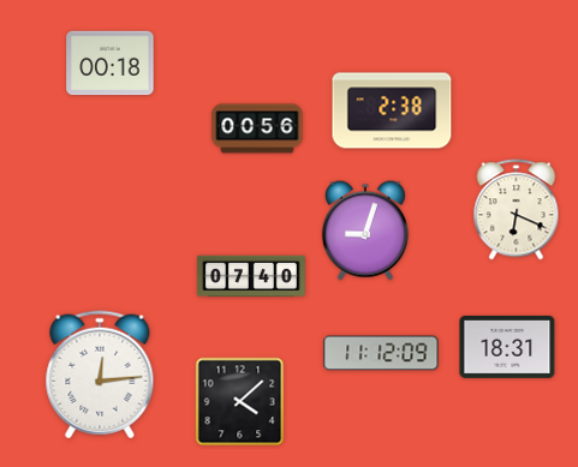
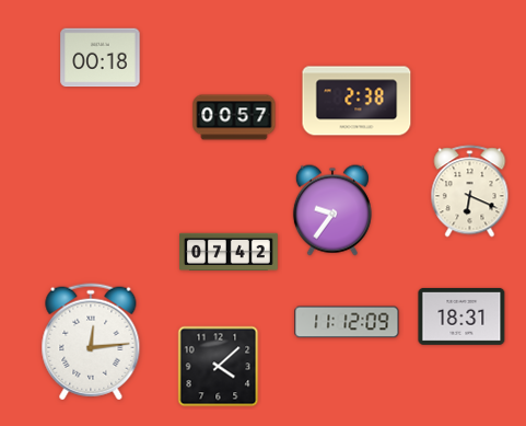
clock at (257, 128): 00:56 -> 00:57
clock at (365, 230): 9:03 -> 9:36
clock at (251, 275): 07:40 -> 07:42
